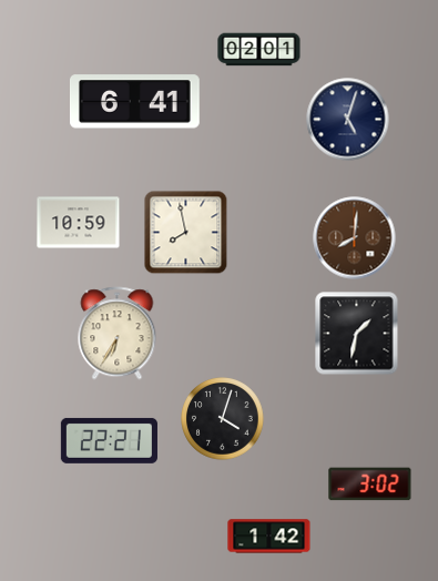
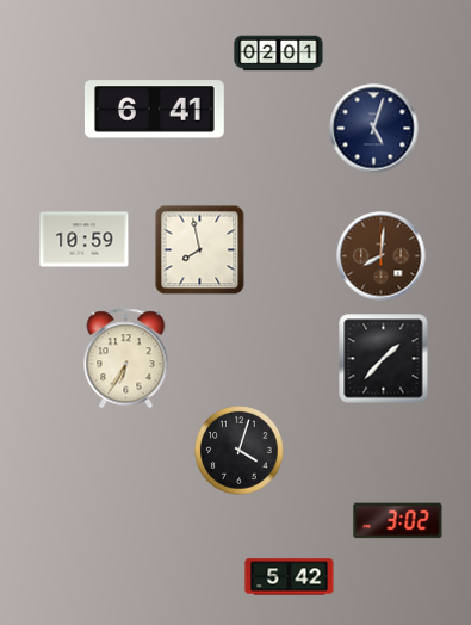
clock at (135, 102) position: (135, 102) -> (155, 110)
clock at (357, 334): 1:32 -> 1:37
clock at (109, 440): 22:21 -> none
clock at (269, 537): 1:42 -> 5:42
